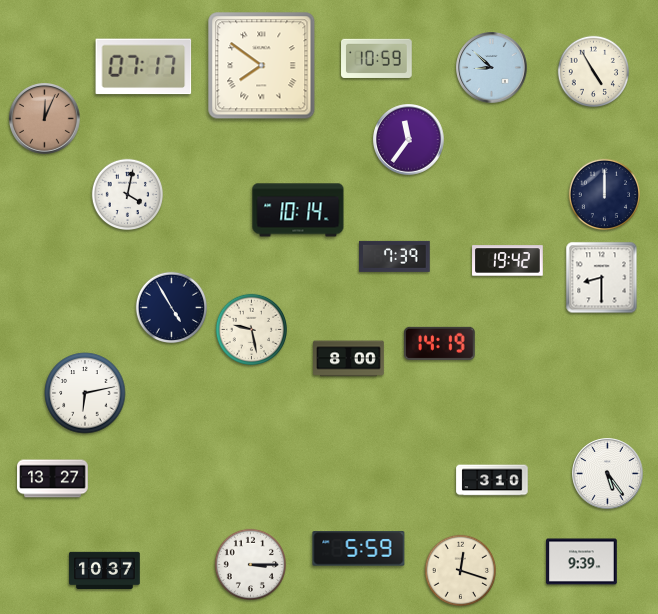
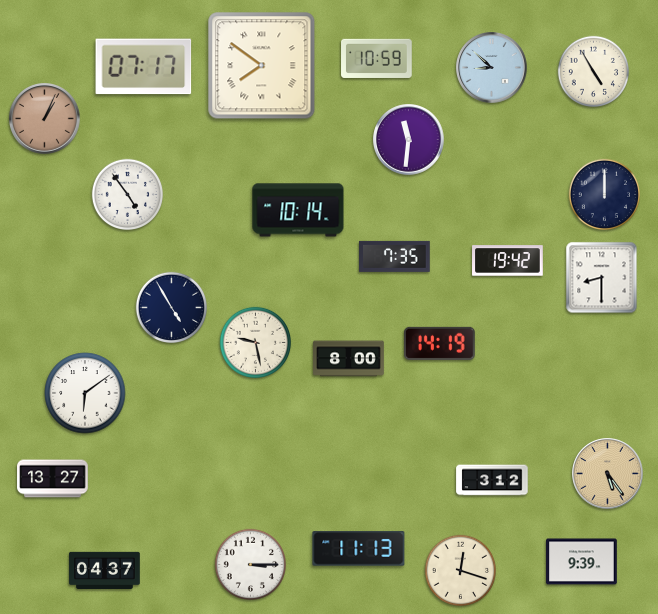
clock at (45, 119): 12:04 -> 1:04
clock at (409, 140): 11:36 -> 11:31
clock at (127, 194): 4:02 -> 4:54
clock at (395, 256): 7:39 -> 7:35
clock at (251, 329) position: (251, 329) -> (255, 342)
clock at (85, 393): 6:13 -> 6:09
clock at (608, 474) dial: white -> champagne
clock at (492, 480): 3:10 -> 3:12
clock at (359, 549): 5:59 -> 11:13
clock at (105, 570): 10:37 -> 04:37
